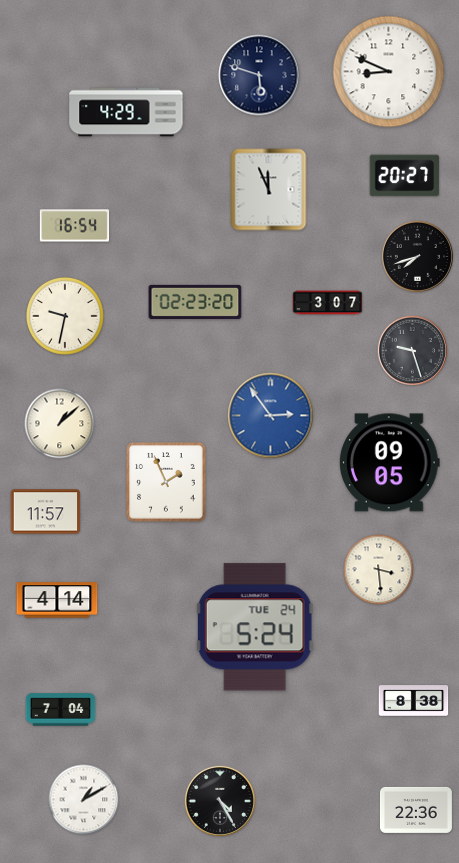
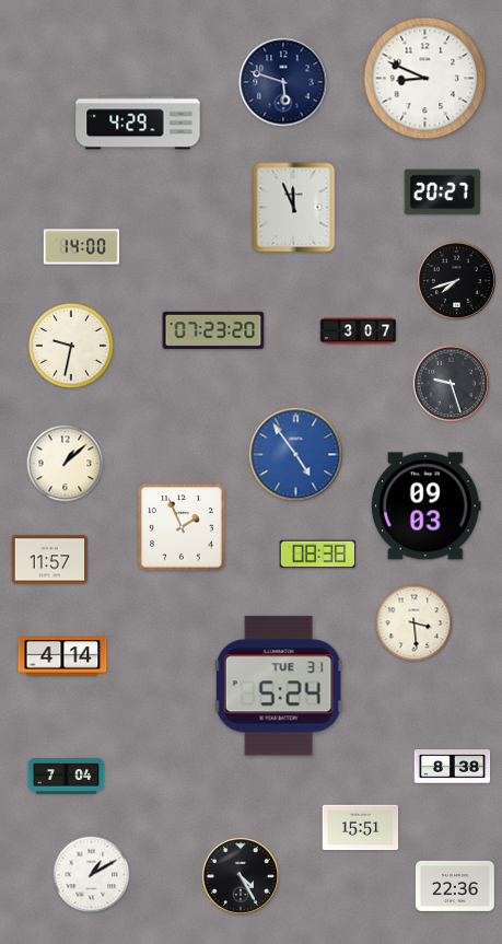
clock at (75, 226): 16:54 -> 14:00
clock at (195, 302): 02:23 -> 07:23
clock at (271, 416): 2:54 -> 4:54
clock at (389, 463): 09:05 -> 09:03
clock at (318, 555): none -> 08:38
clock at (255, 627) date: TUE 24 -> TUE 31
clock at (361, 828): none -> 15:51
